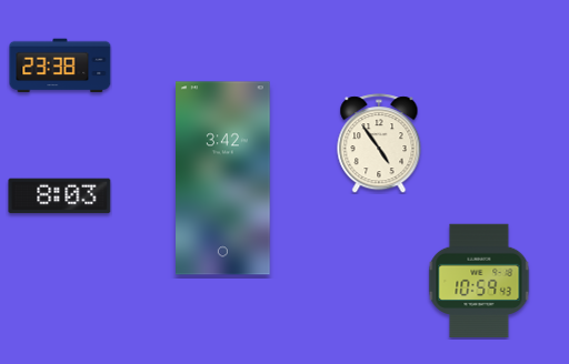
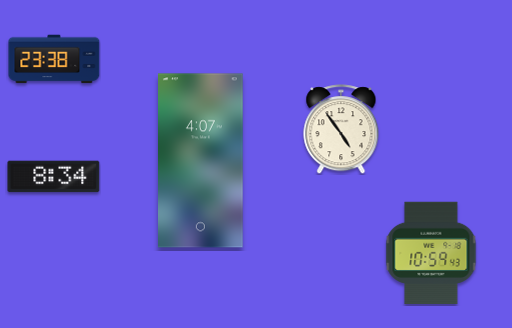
clock at (223, 179): 3:42 -> 4:07
clock at (60, 196): 8:03 -> 8:34
